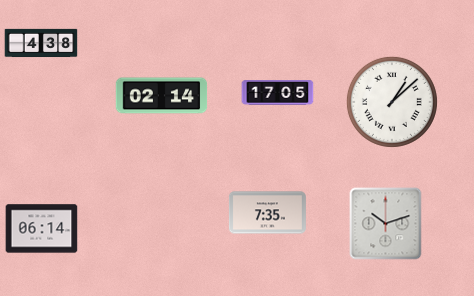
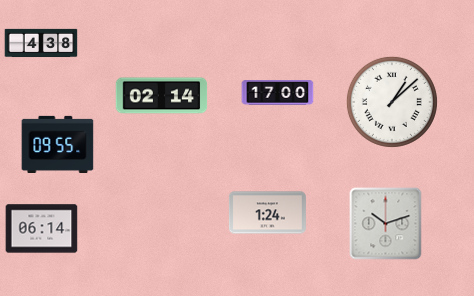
clock at (278, 93): 17:05 -> 17:00
clock at (58, 144): none -> 09:55
clock at (267, 213): 7:35 -> 1:24
